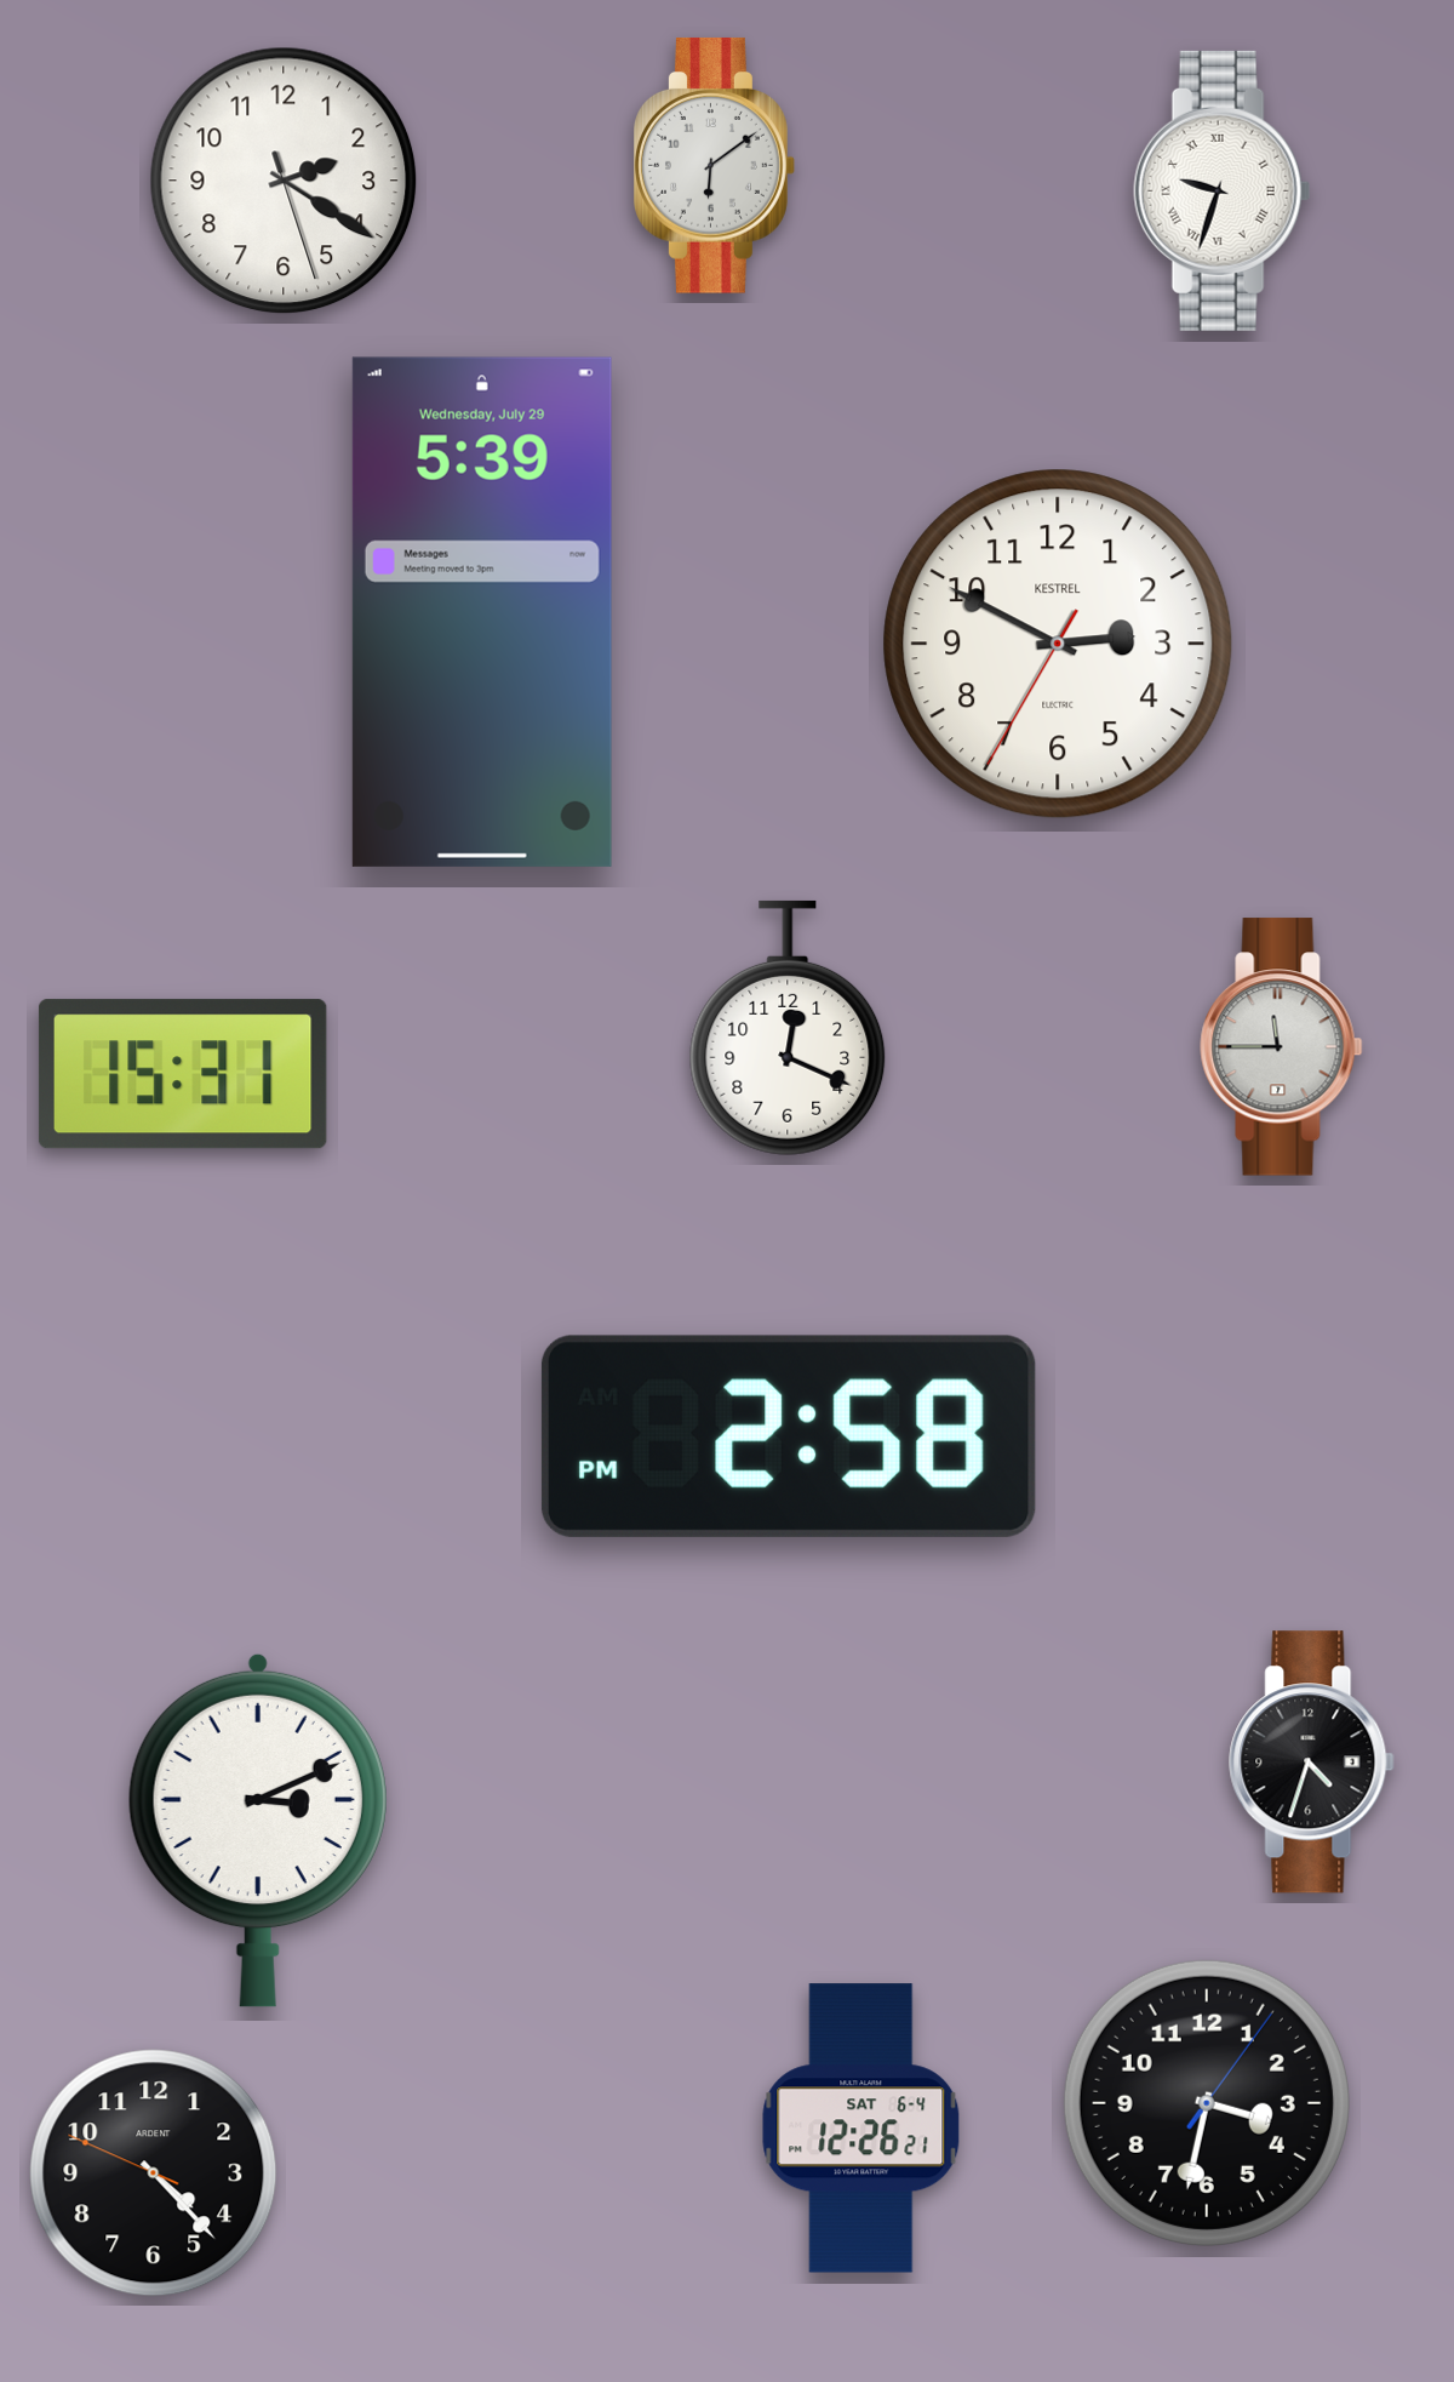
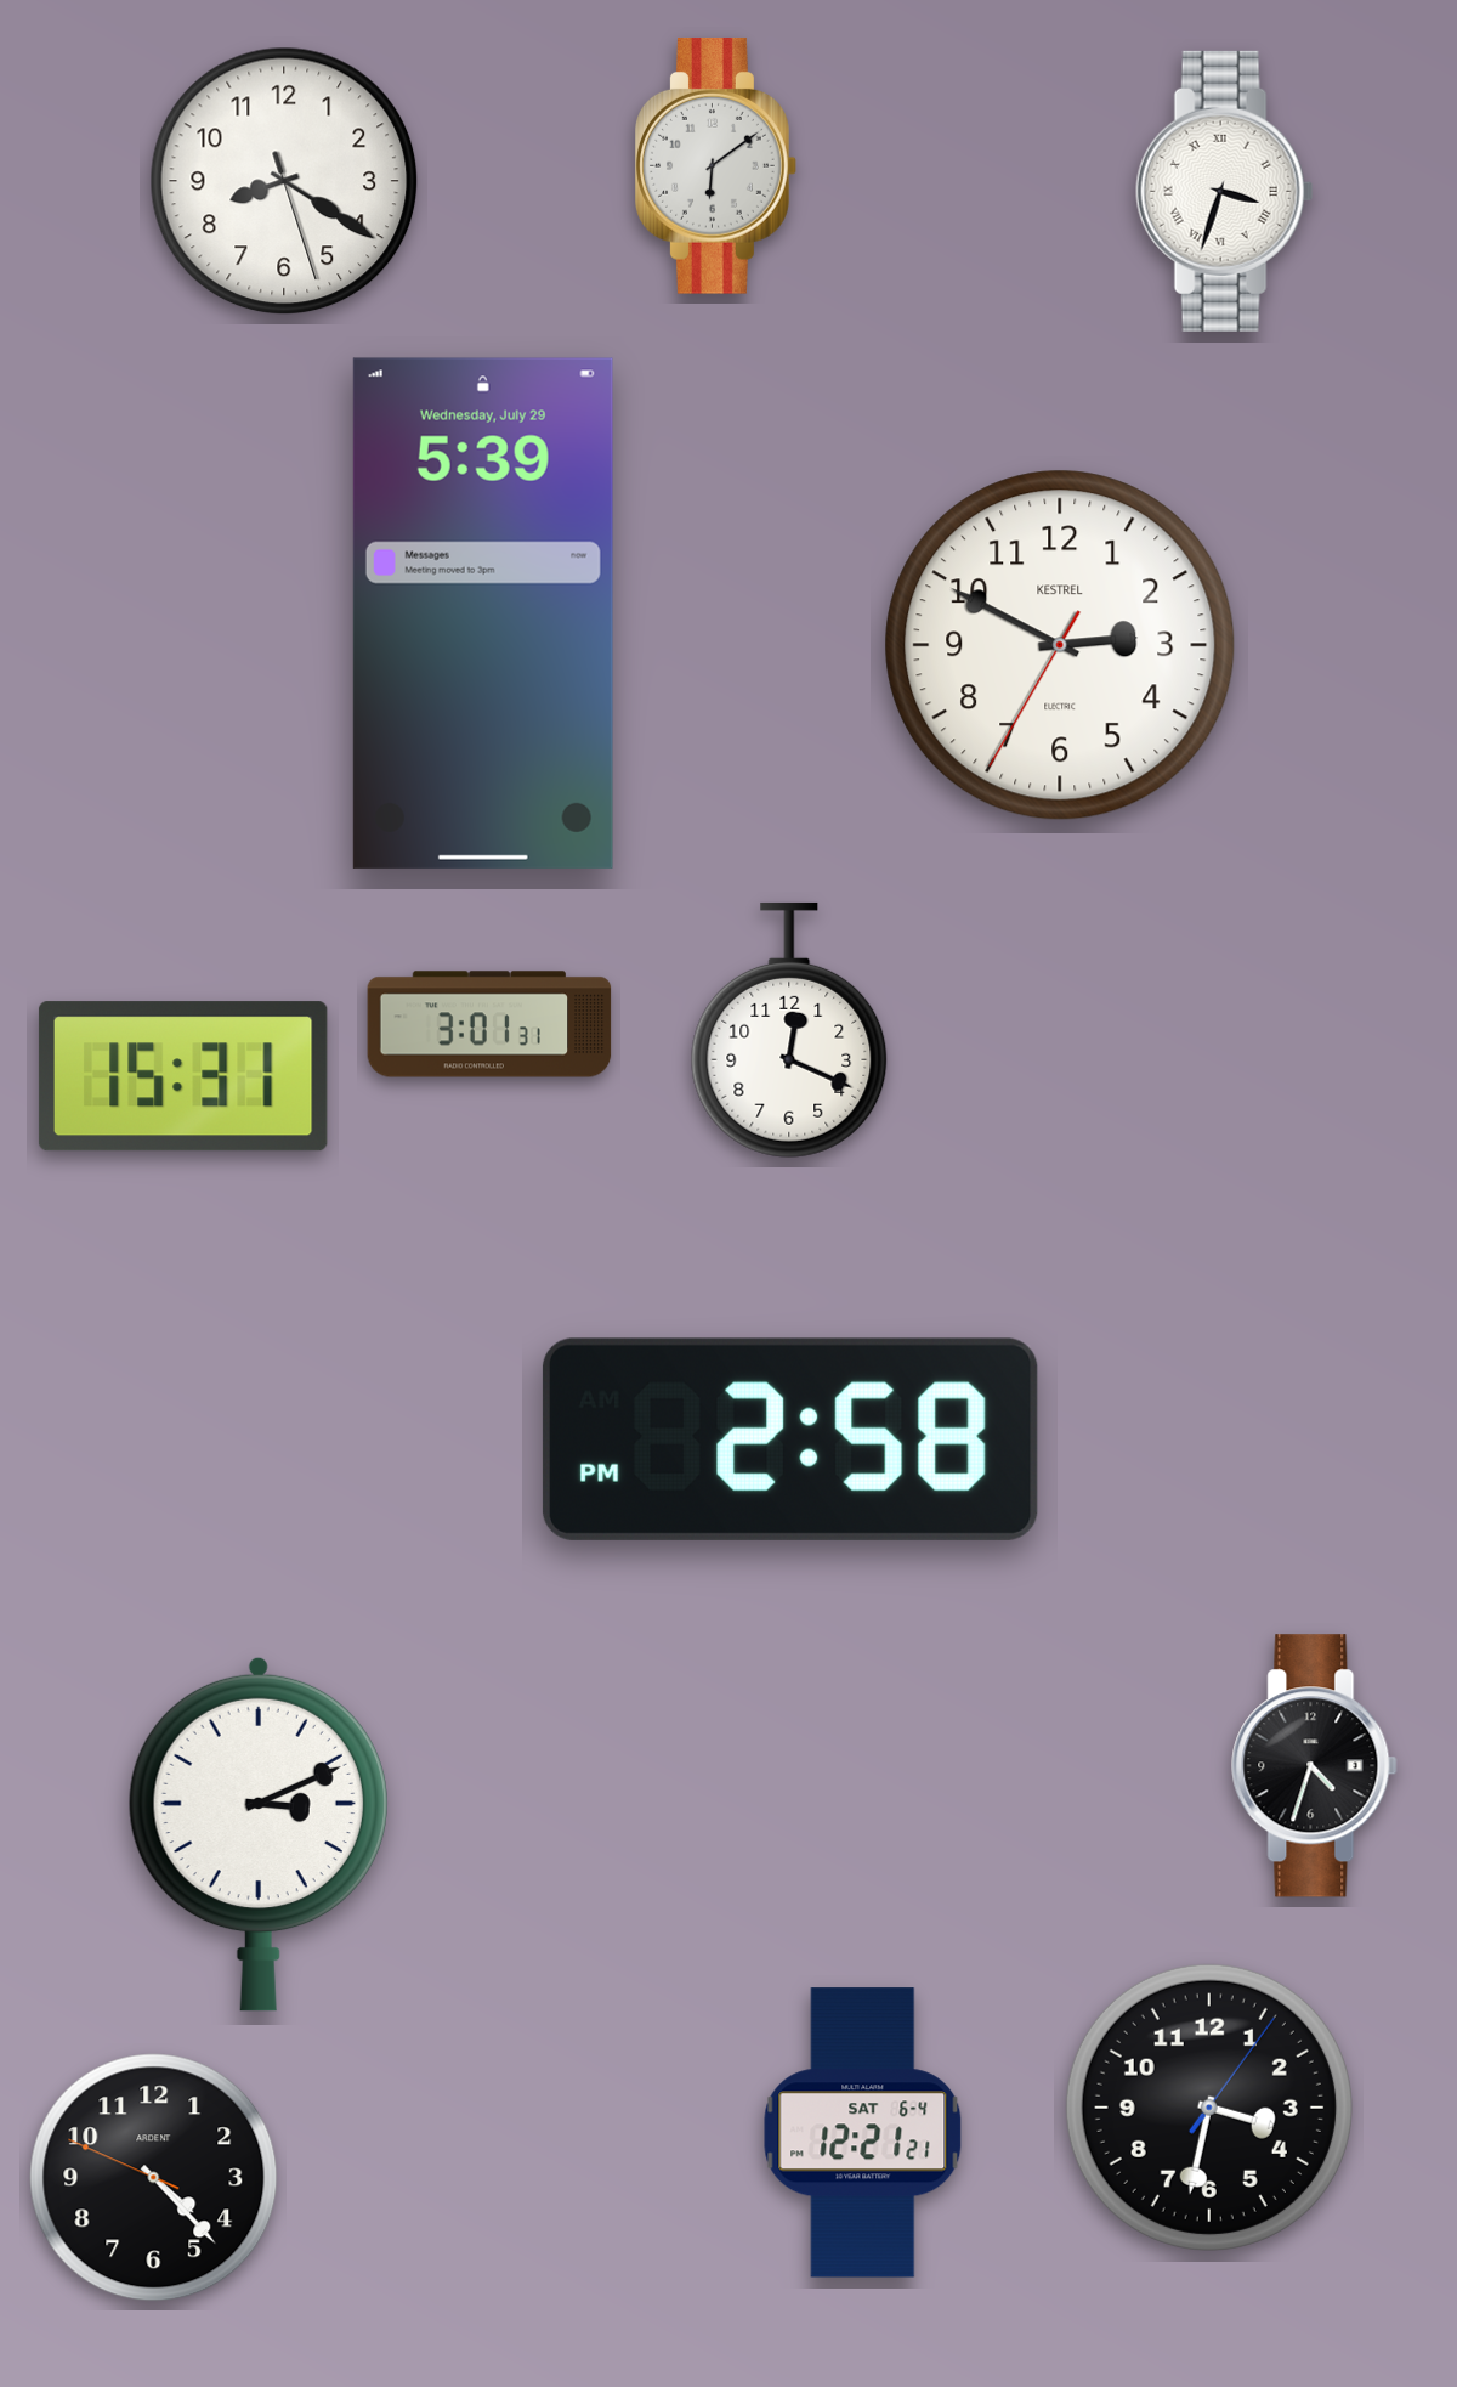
clock at (284, 181): 2:20 -> 8:20
clock at (1223, 190): 9:33 -> 3:33
clock at (489, 1024): none -> 3:01
clock at (1282, 1047): 11:45 -> none
clock at (861, 2129): 12:26 -> 12:21
